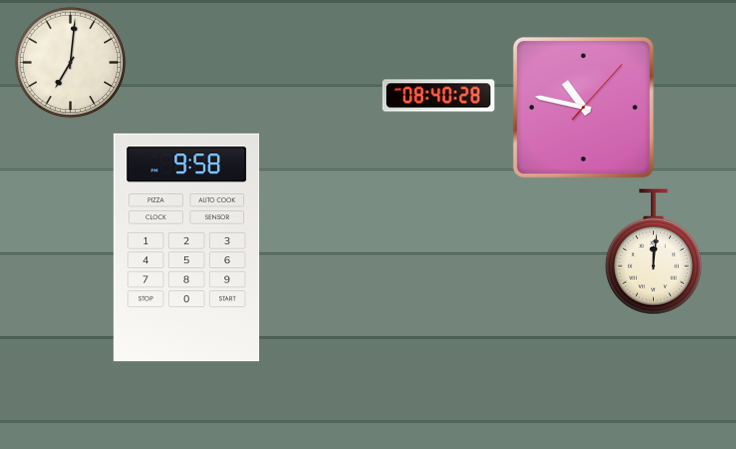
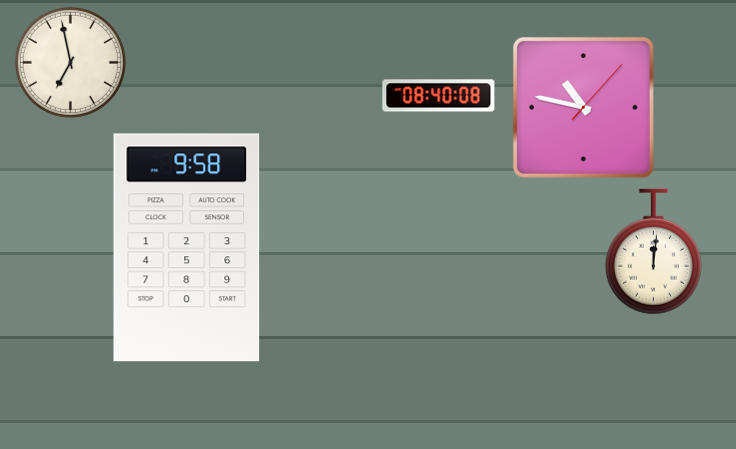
clock at (70, 62): 7:01 -> 6:58
clock at (439, 96): 08:40:28 -> 08:40:08
